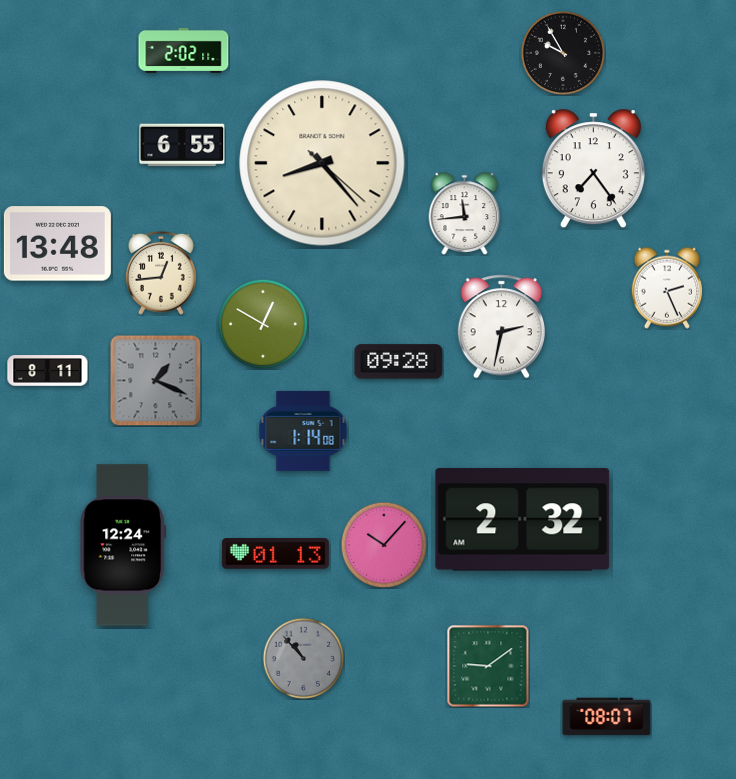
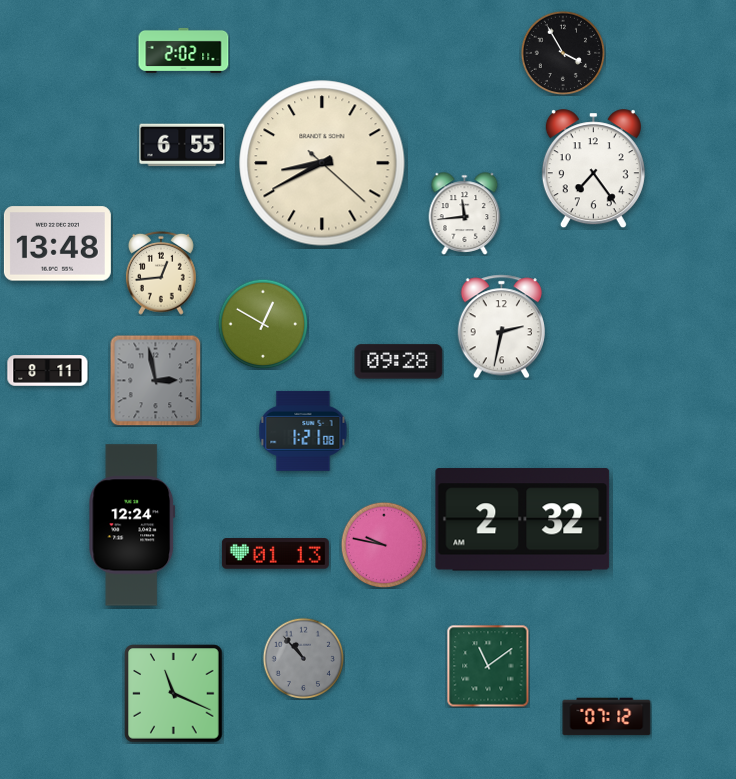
clock at (563, 53): 9:55 -> 3:55
clock at (322, 163): 8:23 -> 8:40
clock at (666, 288): 2:26 -> none
clock at (156, 381): 1:19 -> 2:58
clock at (303, 431): 1:14 -> 1:21
clock at (123, 545) position: (123, 545) -> (132, 525)
clock at (384, 545): 10:07 -> 9:47
clock at (488, 666): 9:09 -> 11:09
clock at (174, 694): none -> 11:19
clock at (607, 717): 08:07 -> 07:12
